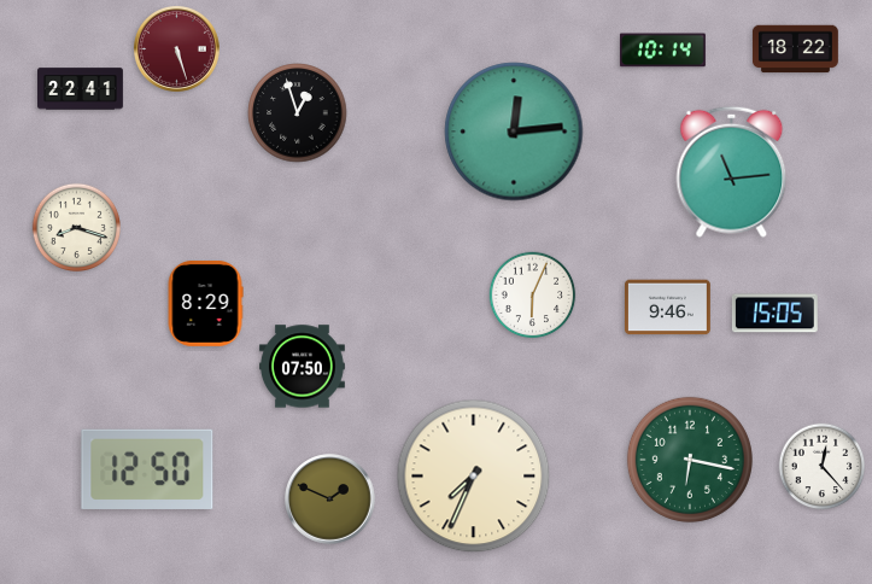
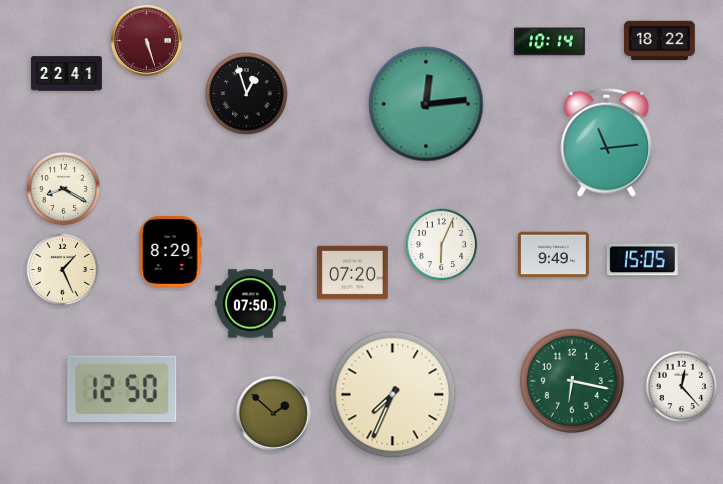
clock at (514, 132) position: (514, 132) -> (426, 104)
clock at (76, 227): 8:18 -> 8:20
clock at (667, 308): 9:46 -> 9:49
clock at (63, 270): none -> 1:26
clock at (352, 273): none -> 07:20
clock at (330, 500): 1:49 -> 1:52
